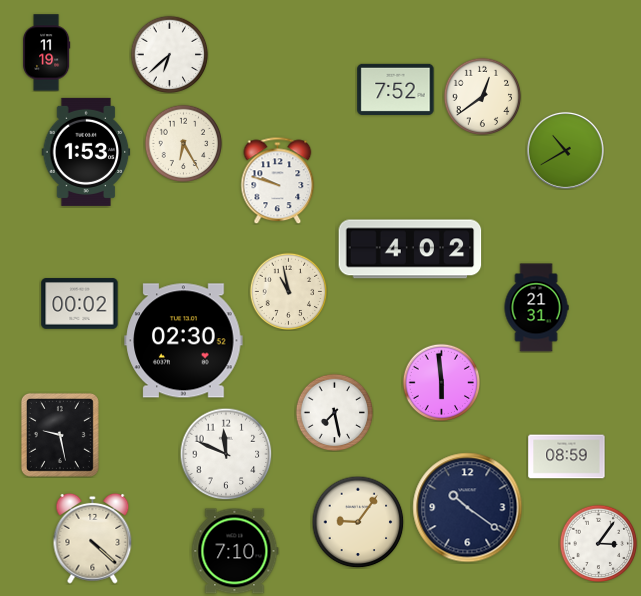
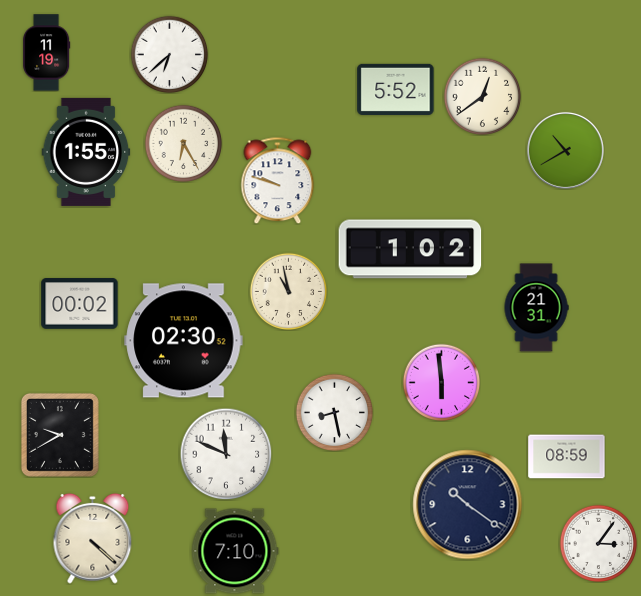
clock at (396, 89): 7:52 -> 5:52
clock at (86, 152): 1:53 -> 1:55
clock at (410, 249): 4:02 -> 1:02
clock at (334, 412): 7:28 -> 8:28
clock at (60, 435): 9:28 -> 9:40
clock at (468, 508) position: (468, 508) -> (468, 505)
clock at (358, 522): 9:06 -> none
